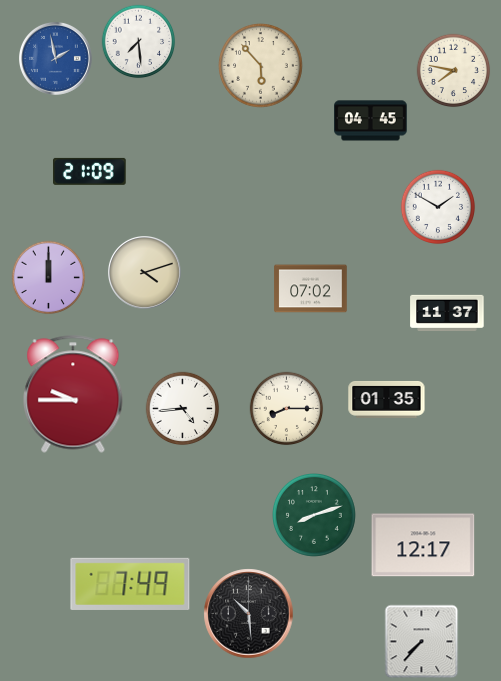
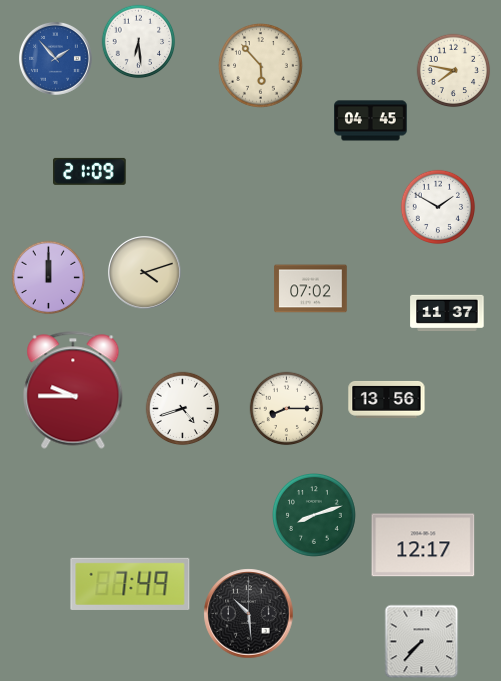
clock at (139, 42): 7:29 -> 6:29
clock at (56, 59): 1:58 -> 1:53
clock at (73, 394) position: (73, 394) -> (73, 390)
clock at (387, 399): 01:35 -> 13:56
clock at (183, 409): 4:44 -> 4:42
